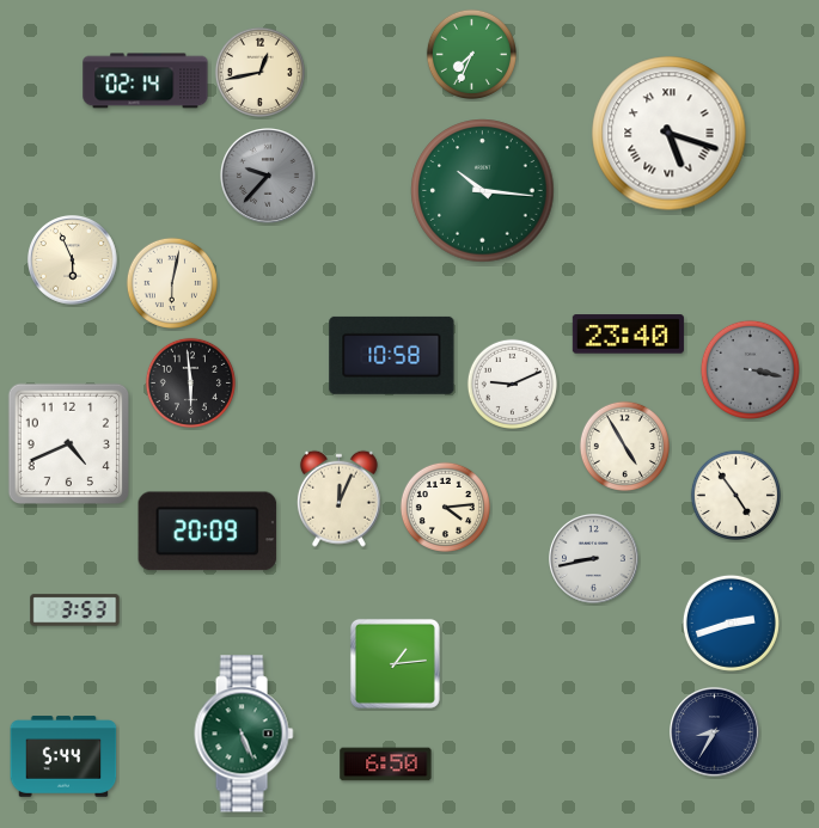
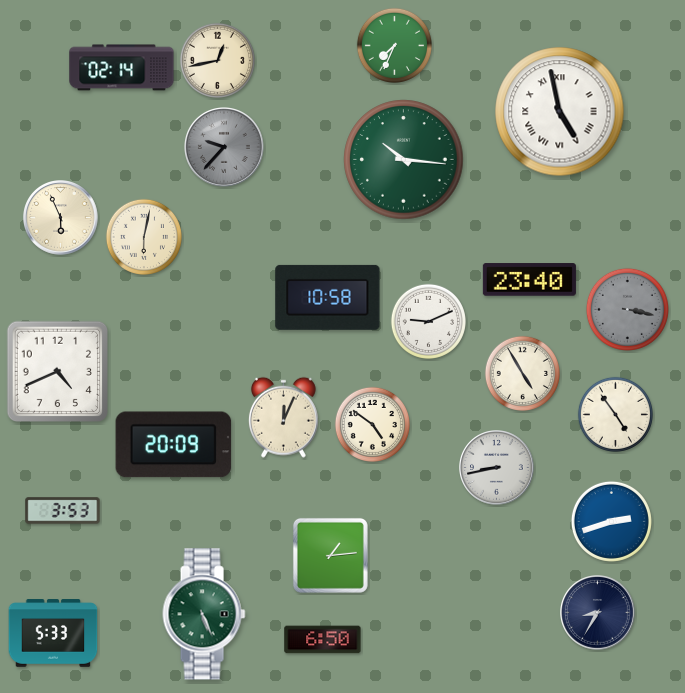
clock at (670, 134): 5:18 -> 4:58
clock at (628, 335) position: (628, 335) -> (529, 280)
clock at (190, 382): 5:59 -> none
clock at (445, 507): 4:14 -> 4:51
clock at (63, 756): 5:44 -> 5:33
